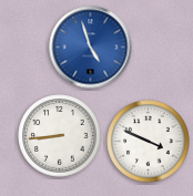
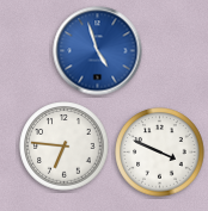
clock at (60, 136): 8:44 -> 6:46
